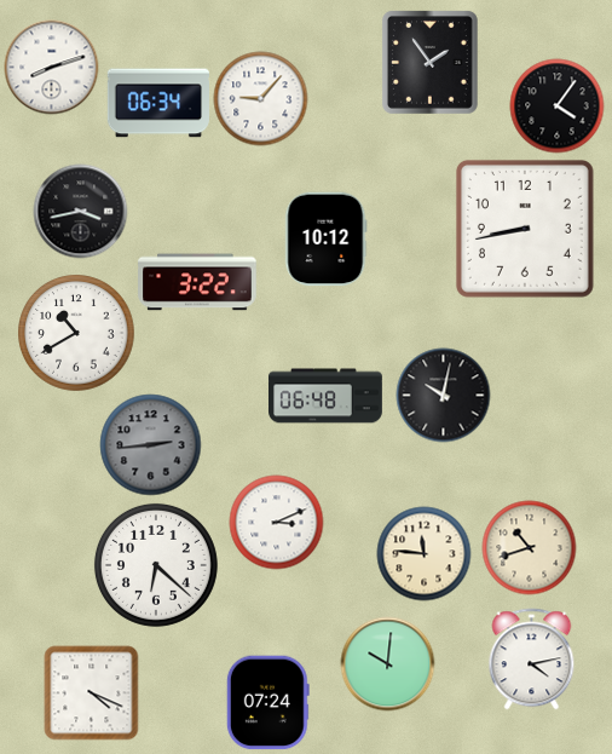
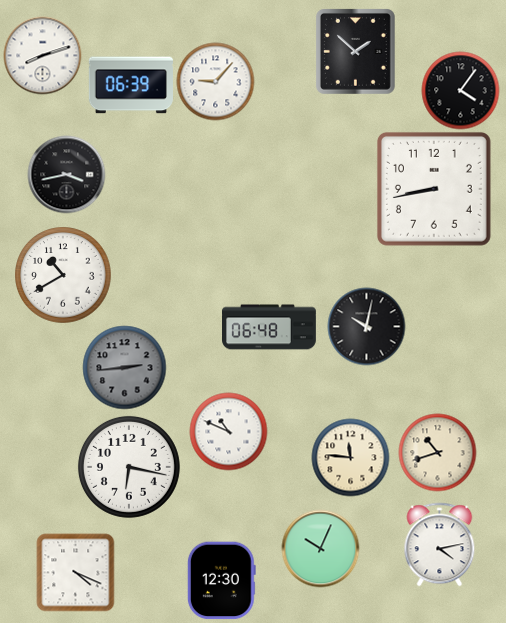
clock at (429, 62): 1:54 -> 1:52
clock at (158, 103): 06:34 -> 06:39
clock at (556, 105) position: (556, 105) -> (460, 90)
clock at (327, 238): 10:12 -> none
clock at (197, 282): 3:22 -> none
clock at (276, 522): 3:11 -> 10:49
clock at (156, 565): 6:22 -> 6:17
clock at (387, 663): 10:01 -> 10:04
clock at (267, 702): 07:24 -> 12:30
